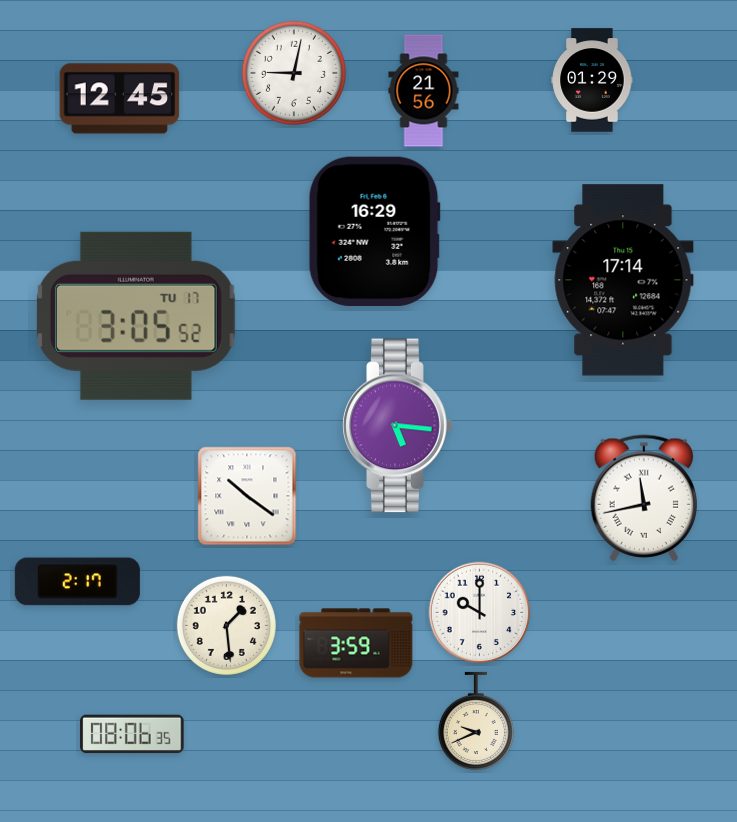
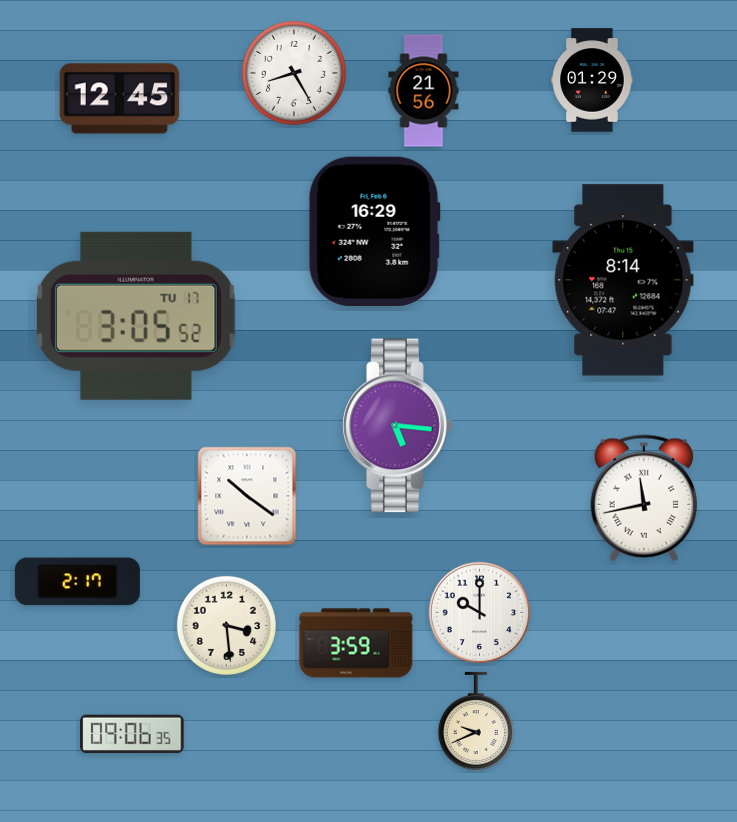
clock at (294, 73): 9:02 -> 8:25
clock at (623, 280): 17:14 -> 8:14
clock at (226, 625): 1:29 -> 3:29
clock at (132, 734): 08:06 -> 09:06
